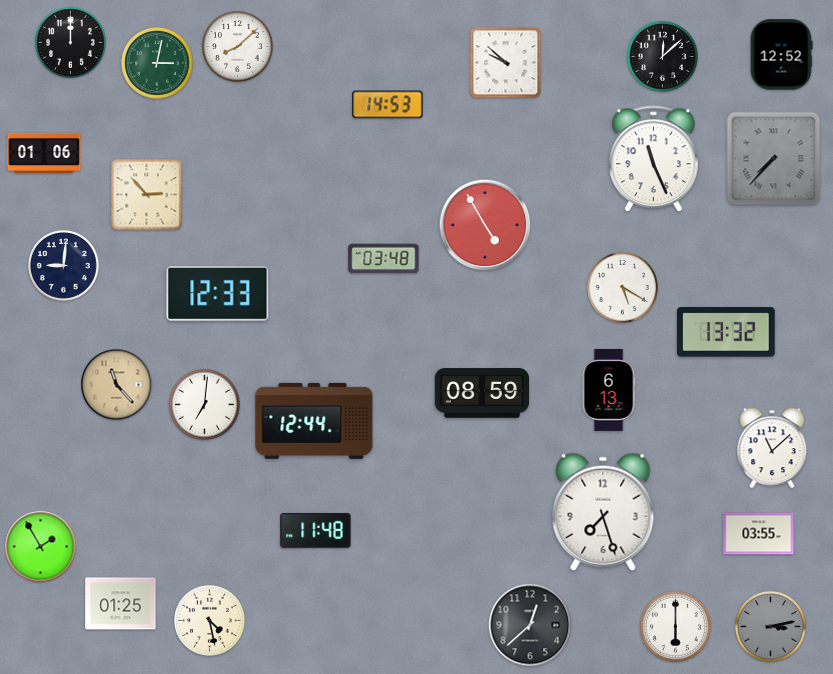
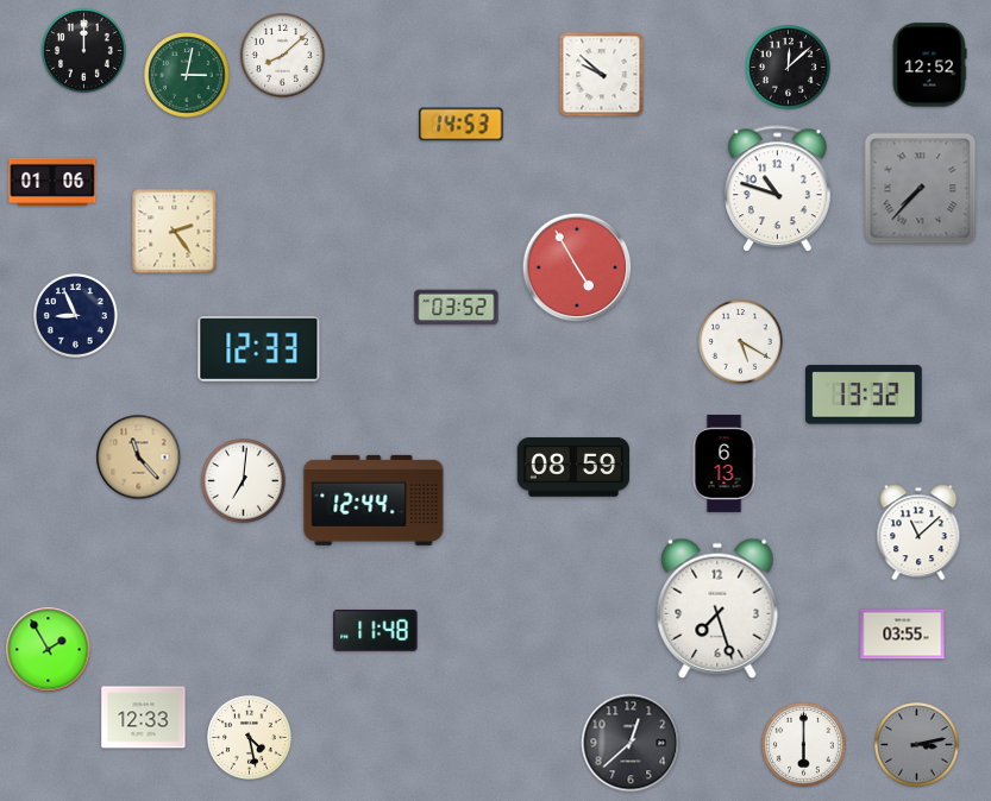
clock at (654, 159): 11:26 -> 10:48
clock at (147, 195): 2:53 -> 2:24
clock at (384, 259): 03:48 -> 03:52
clock at (64, 266): 9:01 -> 8:56
clock at (121, 604): 01:25 -> 12:33
